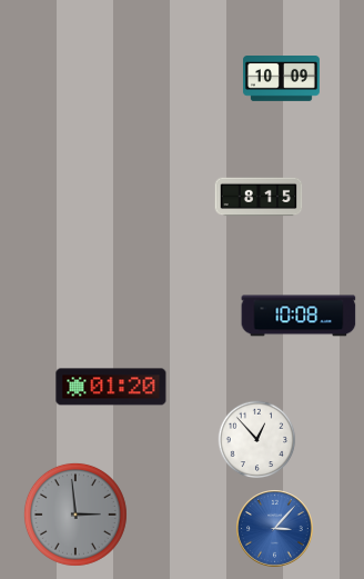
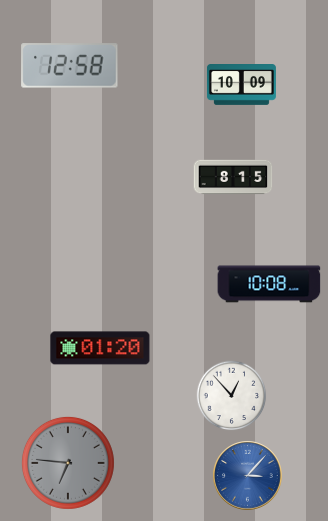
clock at (70, 66): none -> 12:58
clock at (281, 79) position: (281, 79) -> (241, 85)
clock at (75, 515): 2:59 -> 6:46
